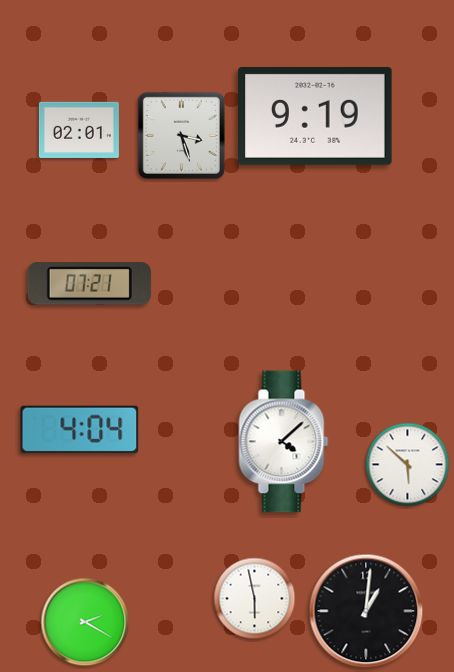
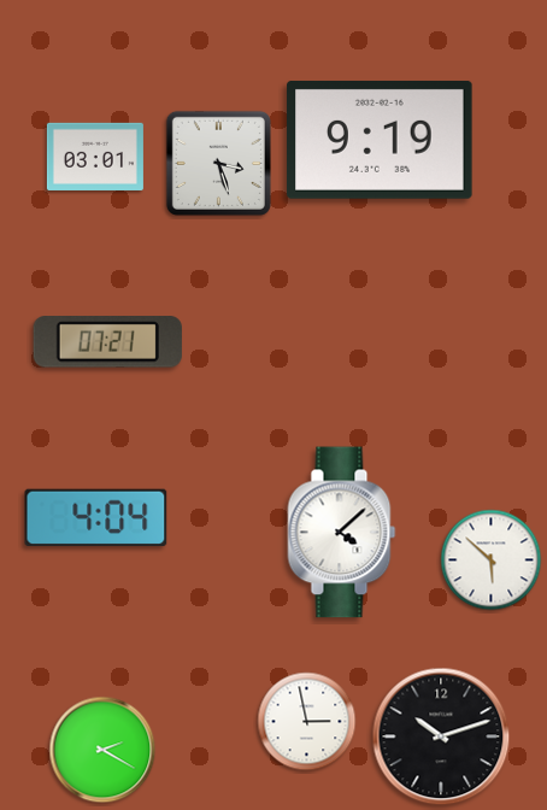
clock at (79, 130): 02:01 -> 03:01
clock at (255, 599): 5:58 -> 2:58
clock at (366, 611): 1:01 -> 10:12
